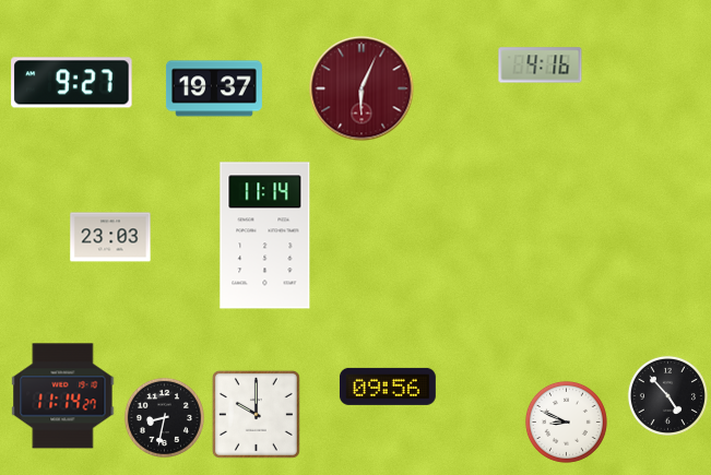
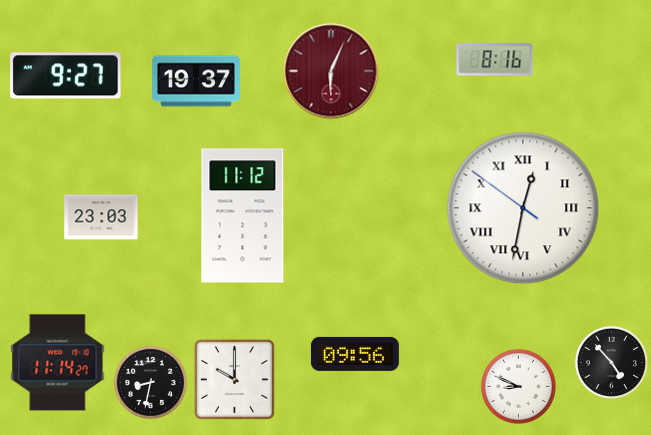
clock at (541, 66): 4:16 -> 8:16
clock at (362, 88) position: (362, 88) -> (331, 71)
clock at (523, 208): none -> 12:31
clock at (265, 236): 11:14 -> 11:12
